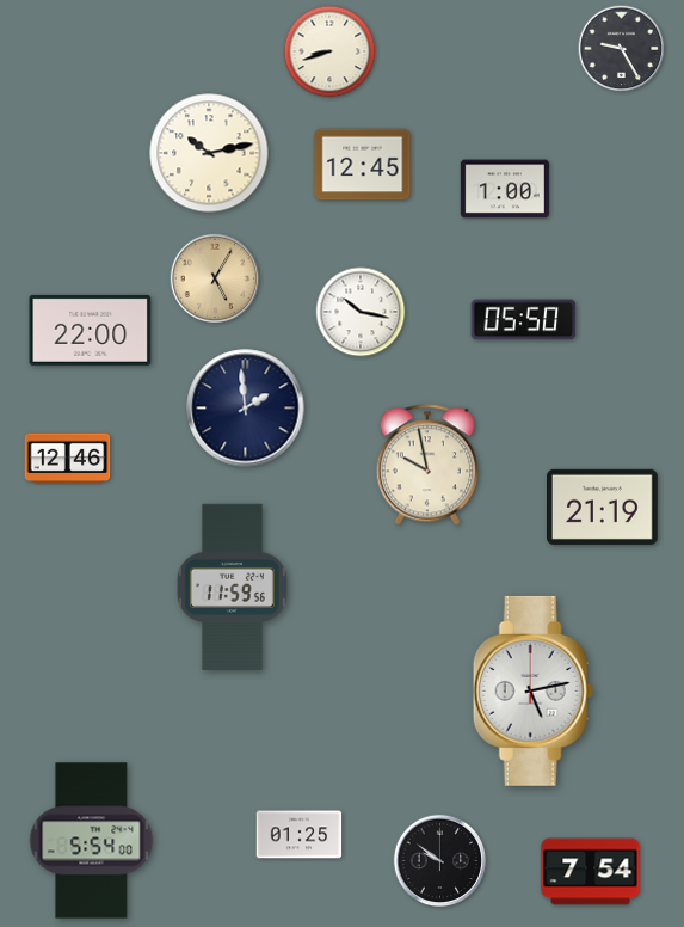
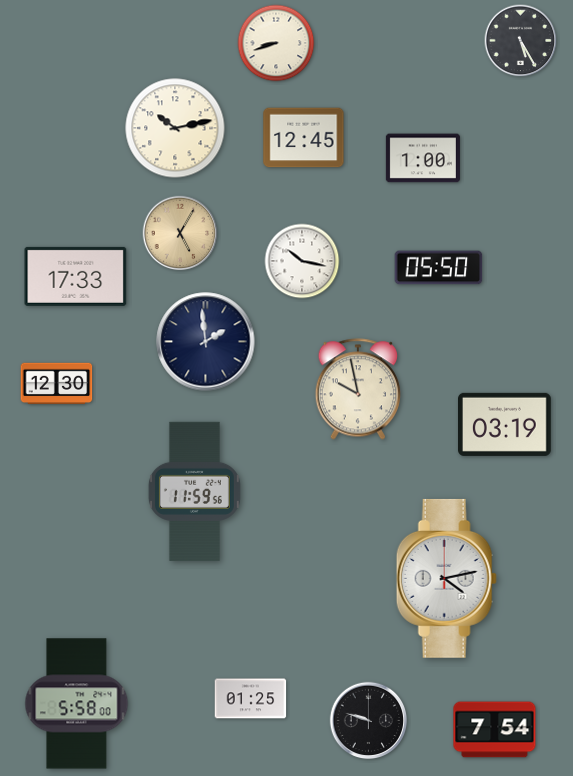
clock at (622, 49): 9:25 -> 5:25
clock at (91, 330): 22:00 -> 17:33
clock at (68, 459): 12:46 -> 12:30
clock at (603, 507): 21:19 -> 03:19
clock at (532, 690): 5:13 -> 4:13
clock at (92, 841): 5:54 -> 5:58
clock at (440, 861): 9:51 -> 9:48
